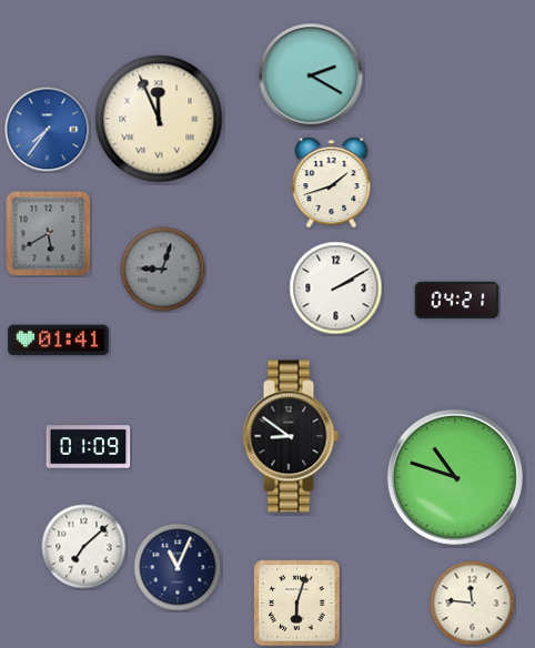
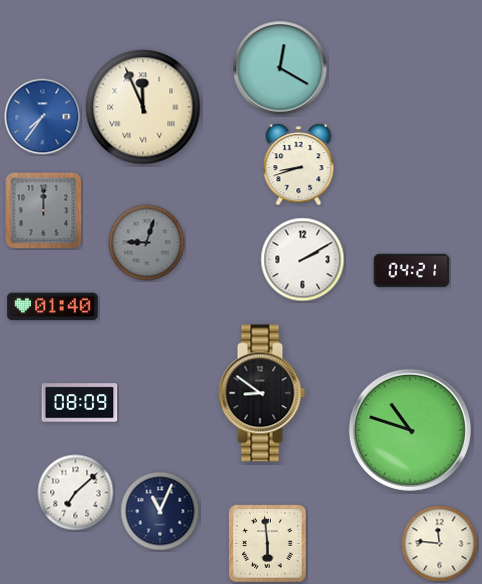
clock at (311, 75): 2:20 -> 12:20
clock at (332, 183): 1:42 -> 8:42
clock at (49, 234): 5:40 -> 12:00
clock at (59, 341): 01:41 -> 01:40
clock at (89, 447): 01:09 -> 08:09
clock at (297, 604): 6:03 -> 5:59
clock at (473, 604) position: (473, 604) -> (440, 544)
